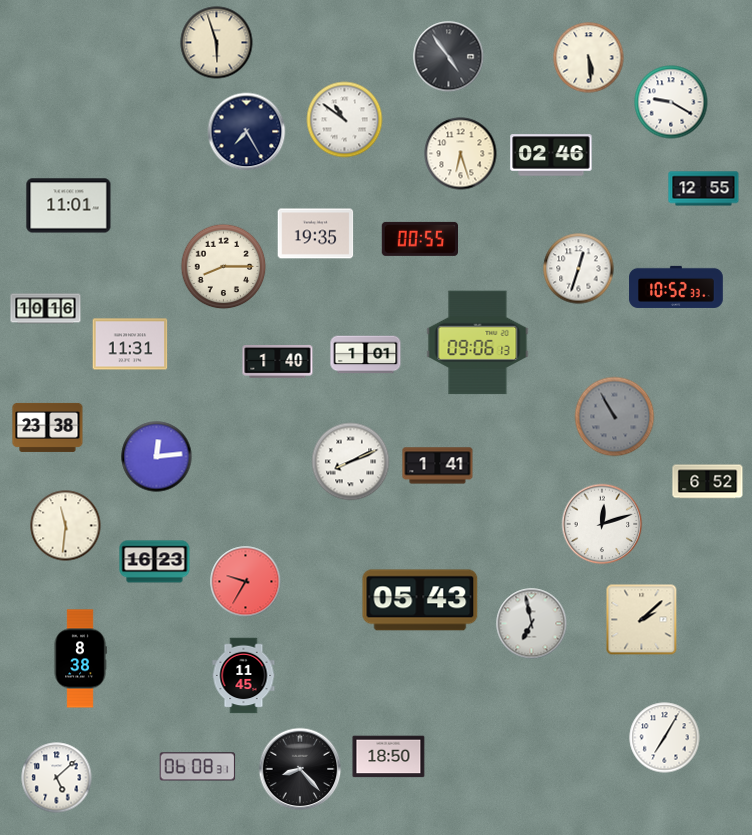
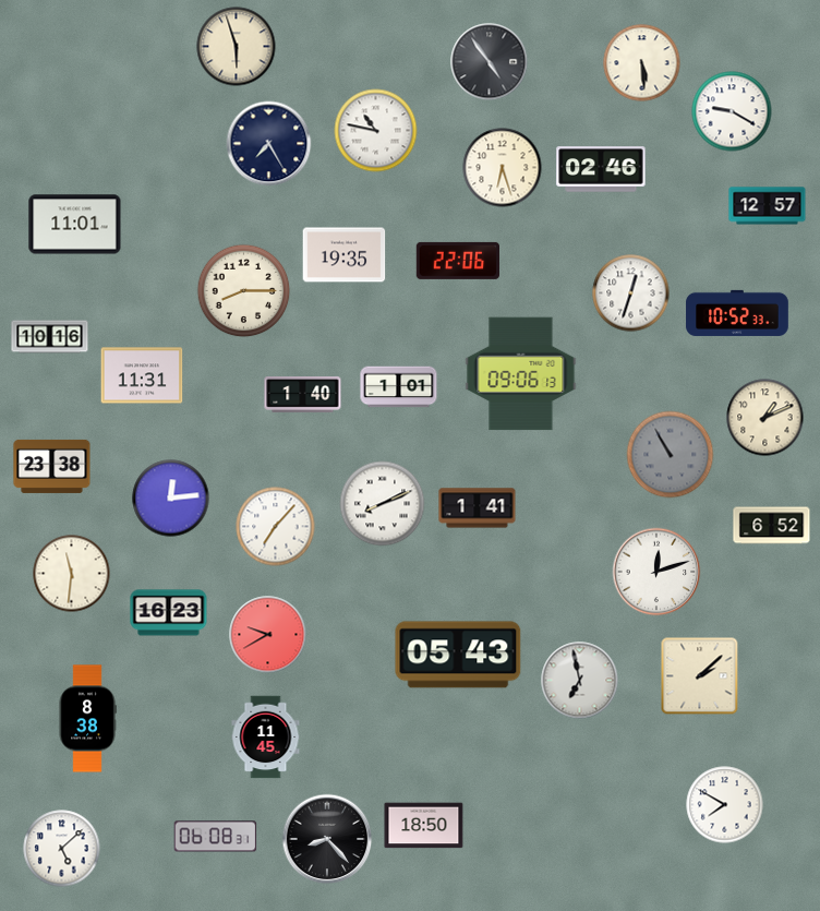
clock at (345, 120): 10:51 -> 10:47
clock at (704, 189): 12:55 -> 12:57
clock at (419, 239): 00:55 -> 22:06
clock at (765, 418): none -> 1:11
clock at (276, 527): none -> 7:07
clock at (246, 582): 9:35 -> 9:40
clock at (665, 738): 7:05 -> 7:50
